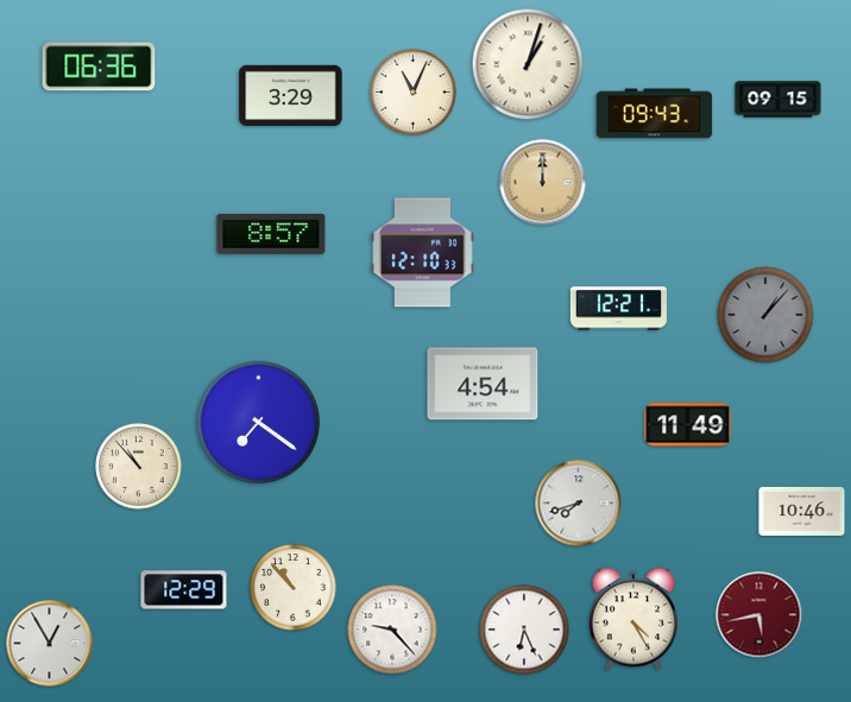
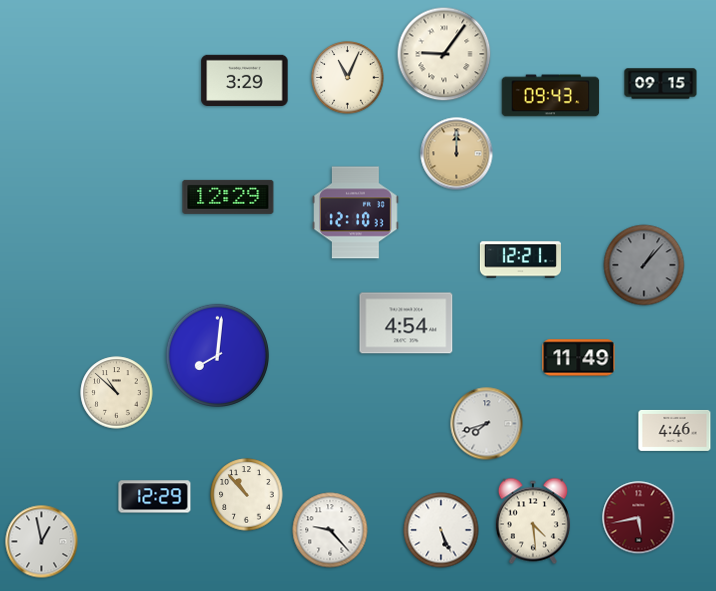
clock at (528, 64): 1:03 -> 9:06
clock at (99, 67): 06:36 -> none
clock at (778, 100) position: (778, 100) -> (661, 84)
clock at (271, 234): 8:57 -> 12:29
clock at (258, 422): 7:21 -> 8:01
clock at (139, 467): 10:53 -> 10:52
clock at (802, 511): 10:46 -> 4:46
clock at (633, 619): 4:25 -> 4:29
clock at (524, 630): 6:26 -> 5:26
clock at (50, 644): 12:55 -> 12:58
